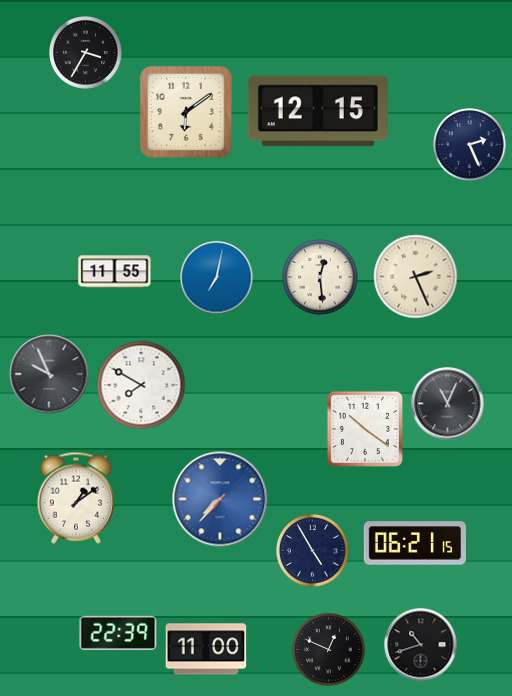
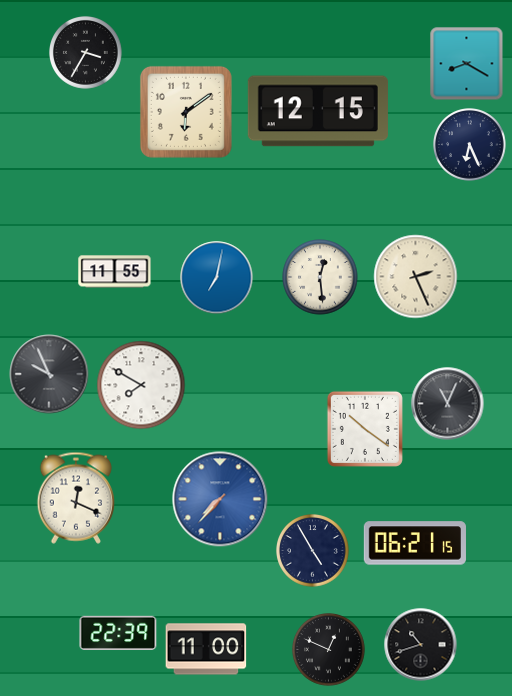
clock at (467, 64): none -> 8:20
clock at (470, 145): 2:26 -> 6:26
clock at (75, 498): 1:09 -> 12:19
